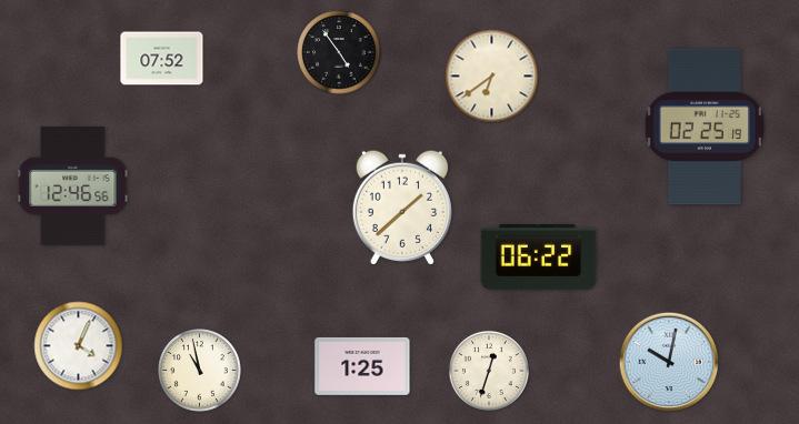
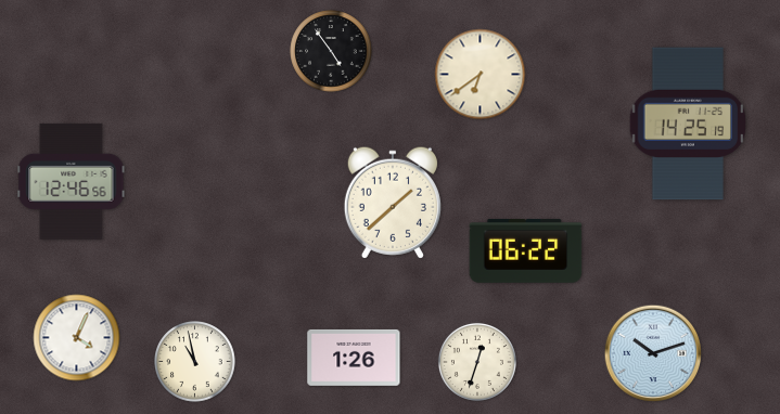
clock at (162, 59): 07:52 -> none
clock at (705, 127): 02:25 -> 14:25
clock at (669, 362): 10:02 -> 10:12
clock at (362, 366): 1:25 -> 1:26
